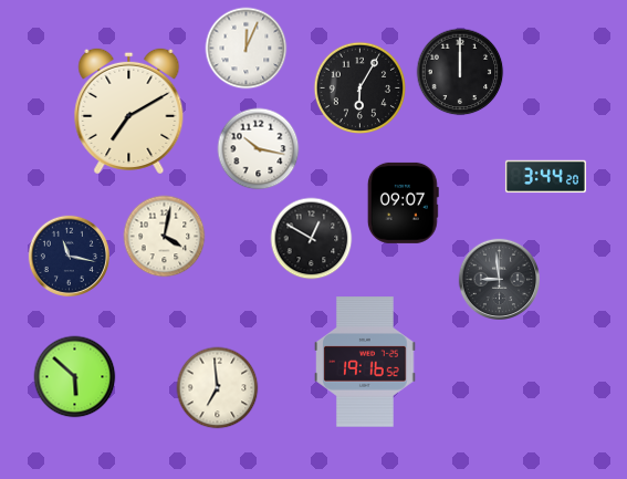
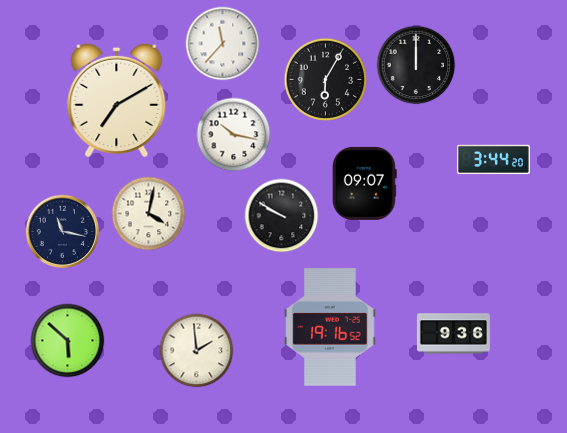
clock at (247, 49): 12:04 -> 11:37
clock at (312, 239): 12:50 -> 9:50
clock at (499, 279): 8:59 -> none
clock at (453, 334): none -> 9:36
clock at (218, 388): 6:59 -> 1:59
